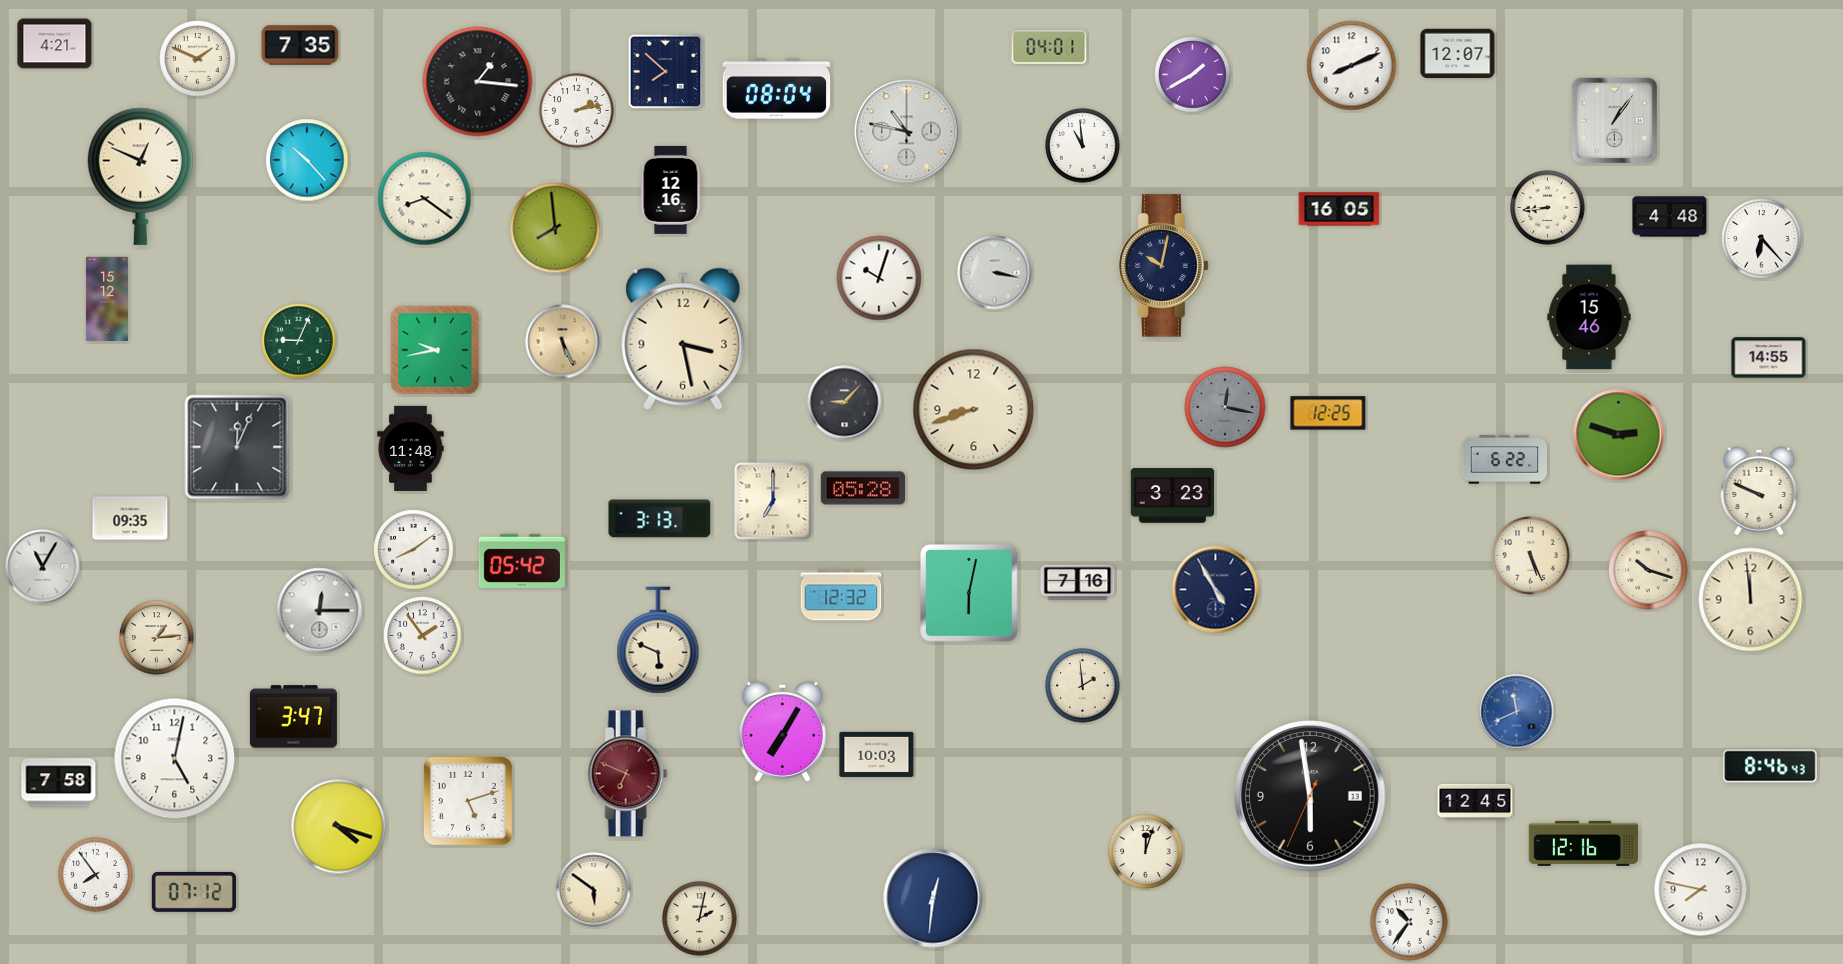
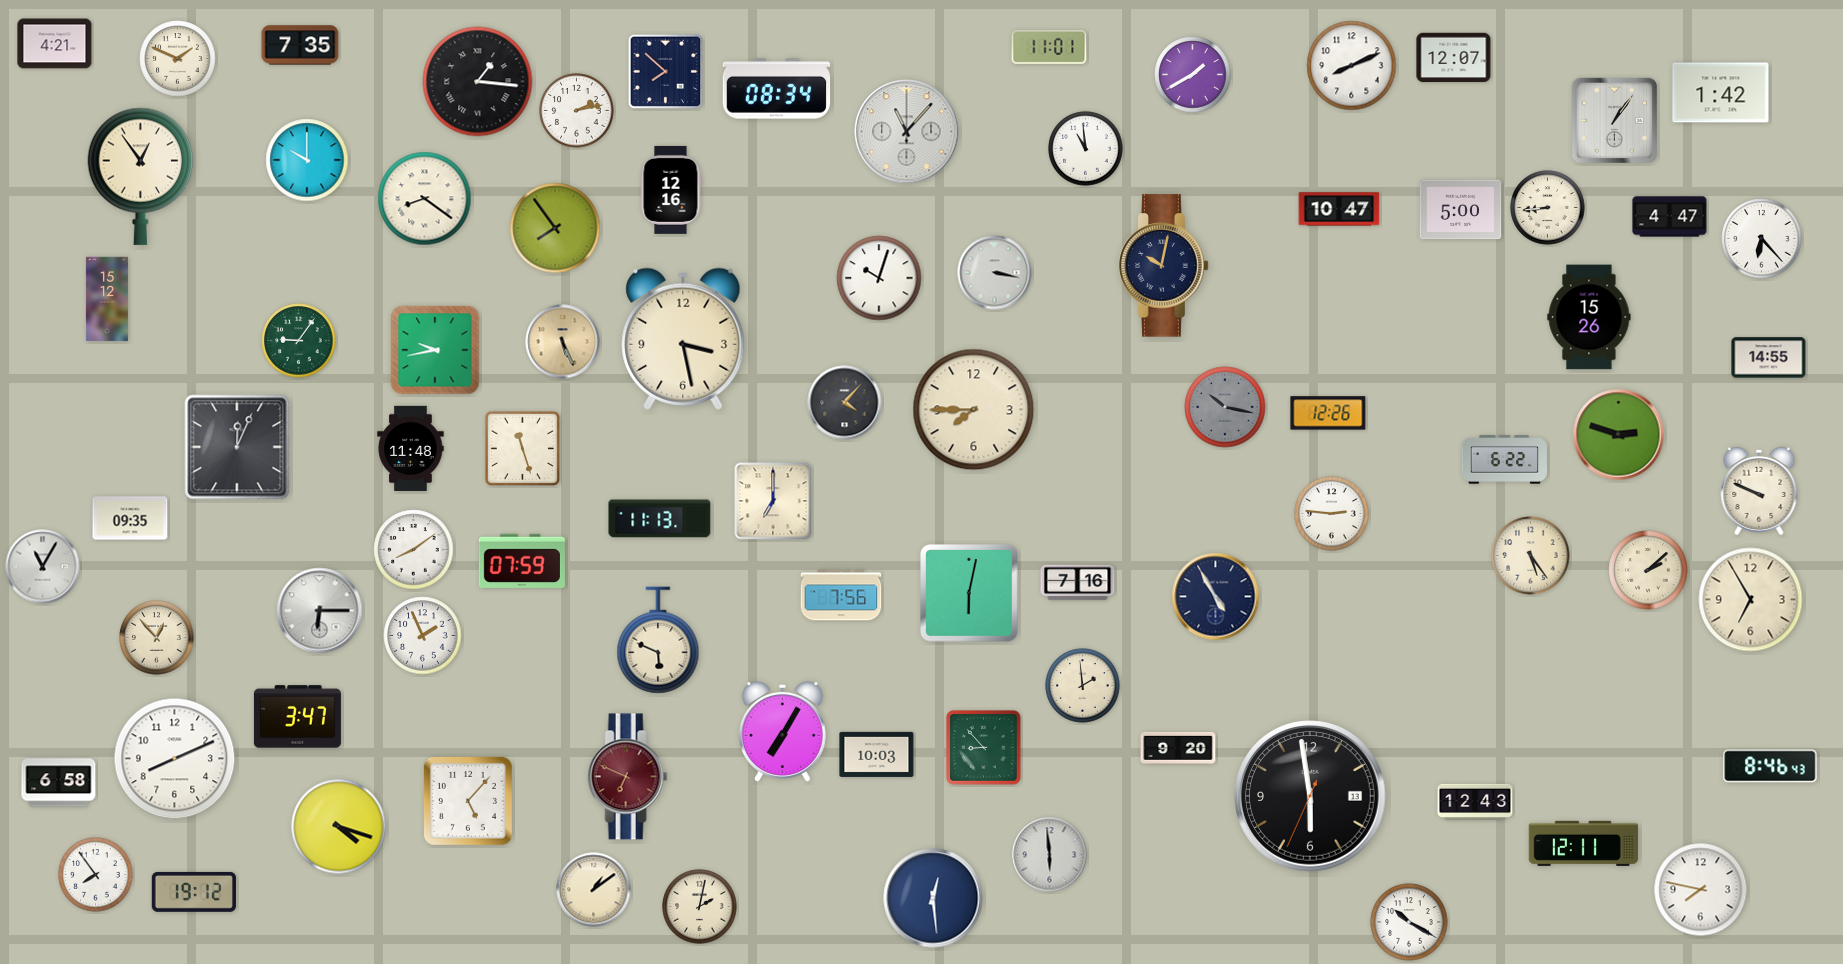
clock at (1049, 47): 04:01 -> 11:01
clock at (1458, 54) position: (1458, 54) -> (1454, 58)
clock at (198, 59) position: (198, 59) -> (178, 59)
clock at (777, 89): 08:04 -> 08:34
clock at (1721, 93): none -> 1:42
clock at (907, 132): 10:47 -> 11:07
clock at (1083, 146) position: (1083, 146) -> (1086, 149)
clock at (307, 160): 10:23 -> 10:00
clock at (141, 176): 12:49 -> 12:54
clock at (1339, 209): 16:05 -> 10:47
clock at (1461, 210): none -> 5:00
clock at (1670, 217): 4:48 -> 4:47
clock at (555, 228): 7:59 -> 7:54
clock at (1589, 317): 15:46 -> 15:26
clock at (299, 341): 9:04 -> 9:06
clock at (845, 403): 9:07 -> 4:07
clock at (1225, 407): 12:17 -> 10:17
clock at (974, 410): 8:42 -> 7:45
clock at (1328, 413): 12:25 -> 12:26
clock at (522, 448): none -> 11:27
clock at (862, 488): 05:28 -> none
clock at (1173, 496): 3:23 -> none
clock at (1332, 514): none -> 2:46
clock at (660, 519): 3:13 -> 11:13
clock at (1531, 556): 5:26 -> 5:24
clock at (522, 561): 05:42 -> 07:59
clock at (1648, 570): 10:18 -> 2:08
clock at (1216, 590) position: (1216, 590) -> (1216, 597)
clock at (841, 595): 12:32 -> 7:56
clock at (1751, 600): 11:59 -> 6:55
clock at (320, 611): 12:15 -> 6:15
clock at (423, 636): 1:54 -> 1:56
clock at (157, 638): 1:14 -> 12:53
clock at (1517, 712): 11:41 -> none
clock at (293, 717) position: (293, 717) -> (297, 717)
clock at (984, 748): none -> 8:53
clock at (1178, 748): none -> 9:20
clock at (175, 759): 5:02 -> 8:11
clock at (628, 774) position: (628, 774) -> (628, 777)
clock at (59, 783): 7:58 -> 6:58
clock at (468, 801): 5:12 -> 5:07
clock at (1475, 801): 12:45 -> 12:43
clock at (1583, 843): 12:16 -> 12:11
clock at (1146, 852): 12:03 -> none
clock at (1050, 855): none -> 5:59
clock at (594, 890): 5:51 -> 1:09
clock at (194, 892): 07:12 -> 19:12
clock at (933, 898): 12:31 -> 12:29
clock at (700, 919) position: (700, 919) -> (700, 907)
clock at (1409, 922): 10:36 -> 10:20
